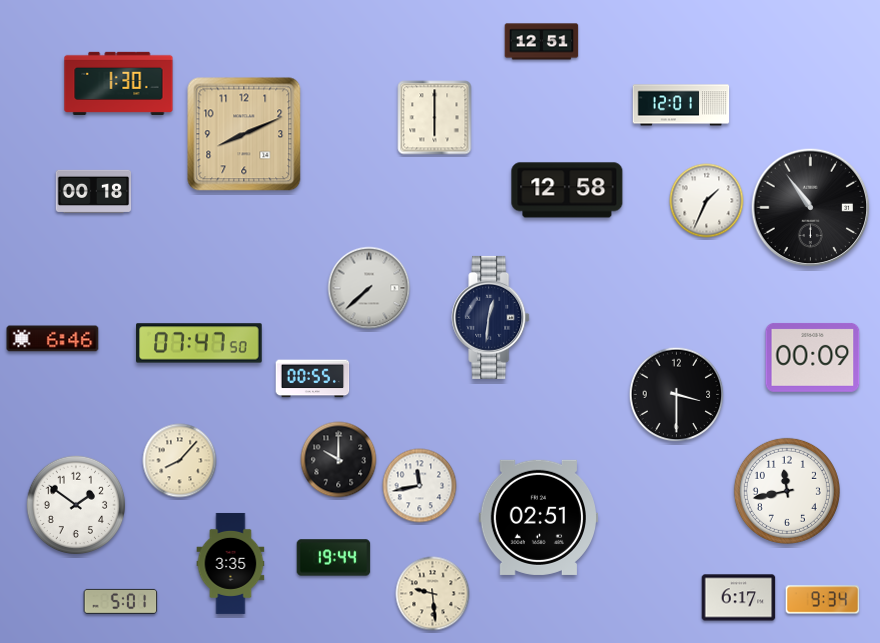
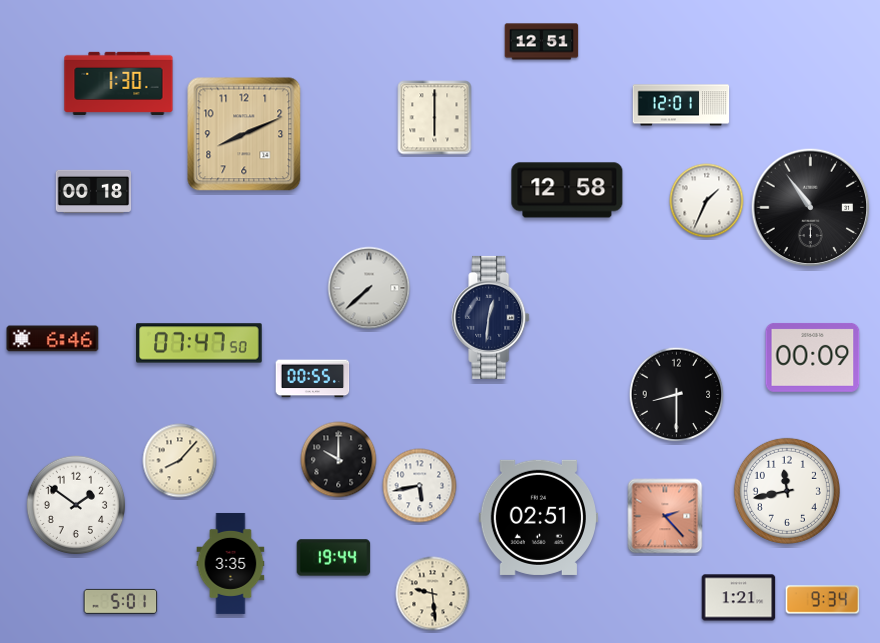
clock at (677, 395): 3:30 -> 8:30
clock at (420, 486): 11:43 -> 5:43
clock at (665, 516): none -> 2:23
clock at (739, 598): 6:17 -> 1:21
